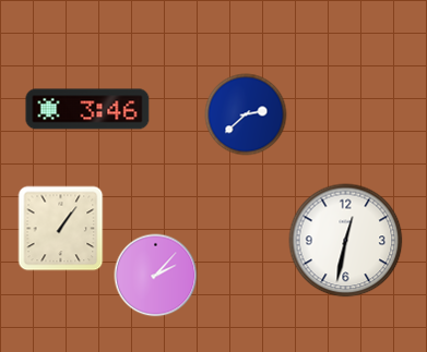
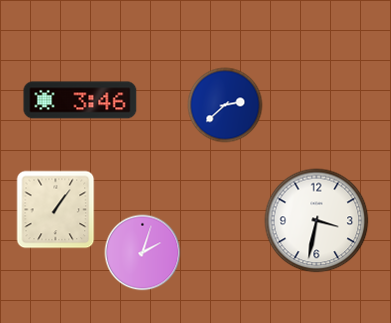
clock at (346, 241): 12:32 -> 3:32
clock at (156, 276): 2:07 -> 2:03
